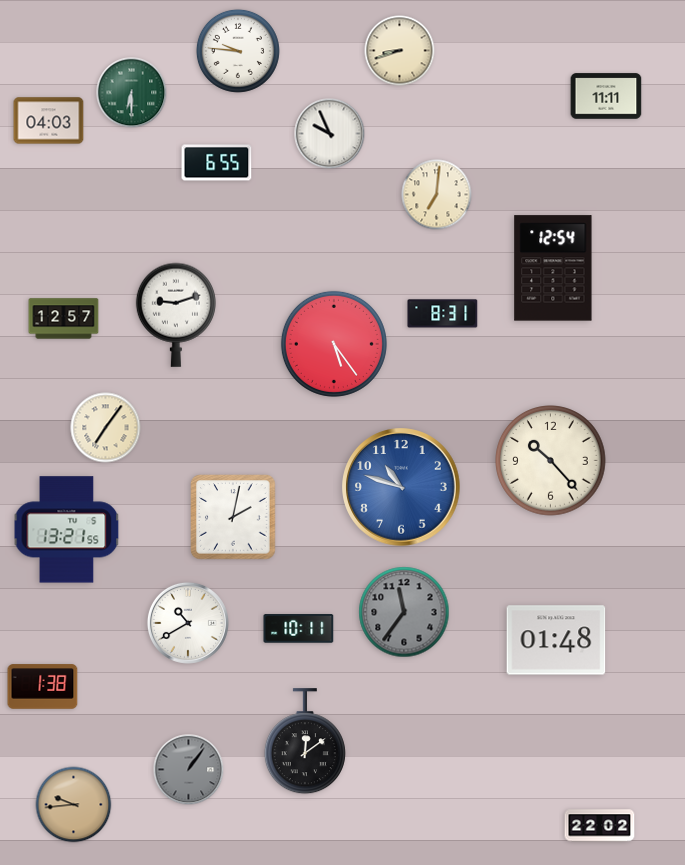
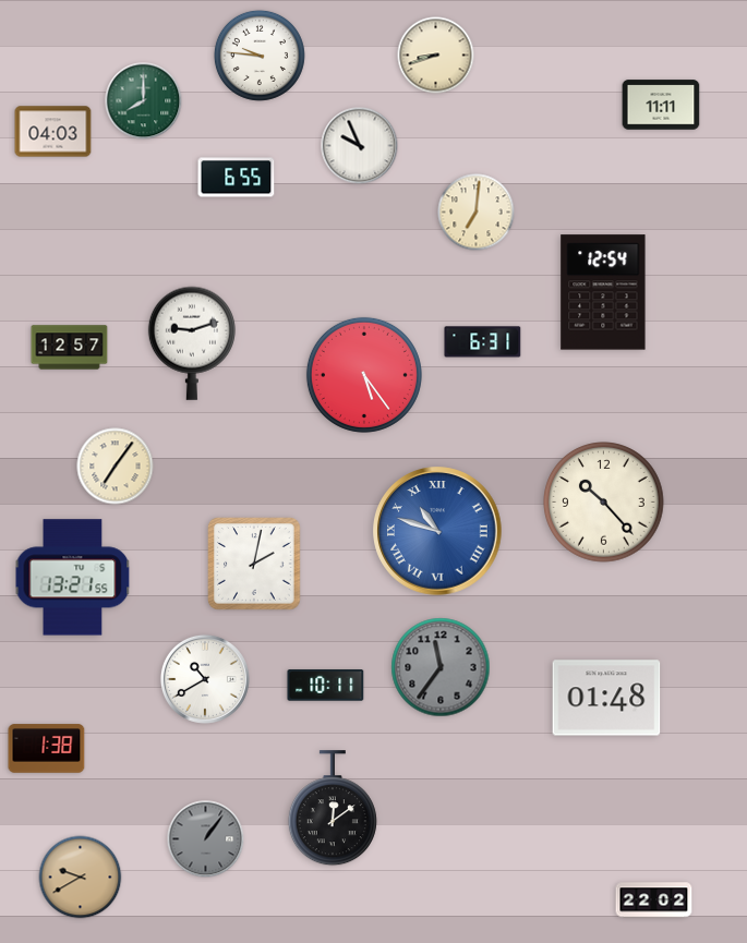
clock at (132, 93): 6:30 -> 8:00
clock at (443, 314): 8:31 -> 6:31
clock at (551, 461) position: (551, 461) -> (604, 503)
clock at (401, 487) numerals: Arabic -> Roman
clock at (74, 805): 9:44 -> 9:40
